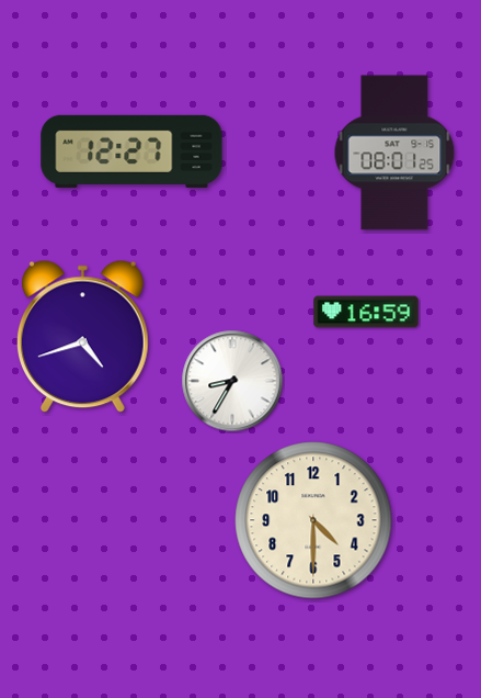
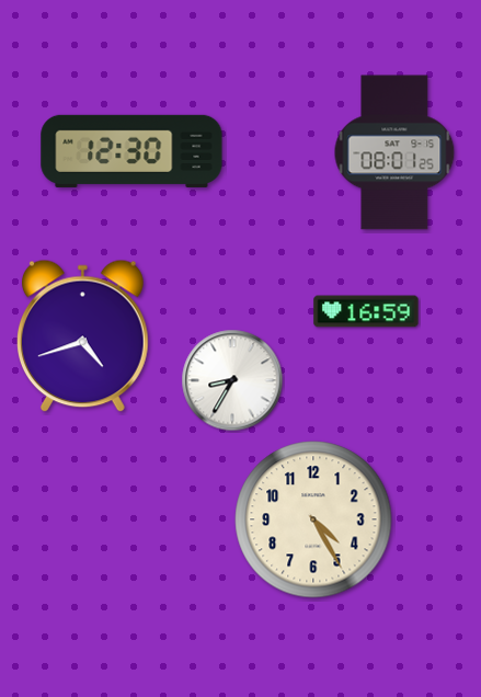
clock at (131, 151): 12:27 -> 12:30
clock at (313, 520): 4:30 -> 4:25
